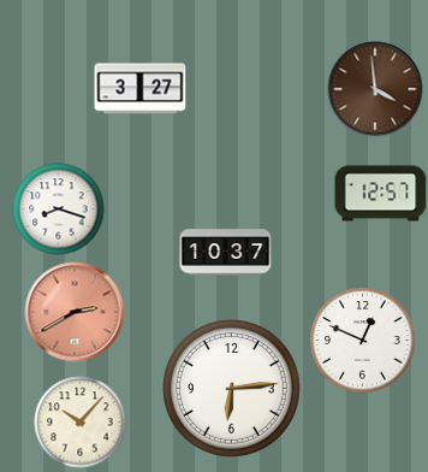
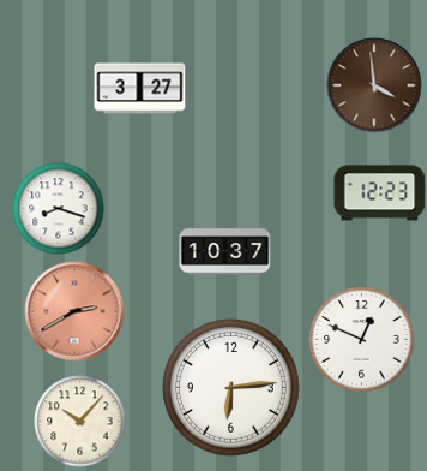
clock at (375, 89) position: (375, 89) -> (374, 85)
clock at (381, 194): 12:57 -> 12:23
